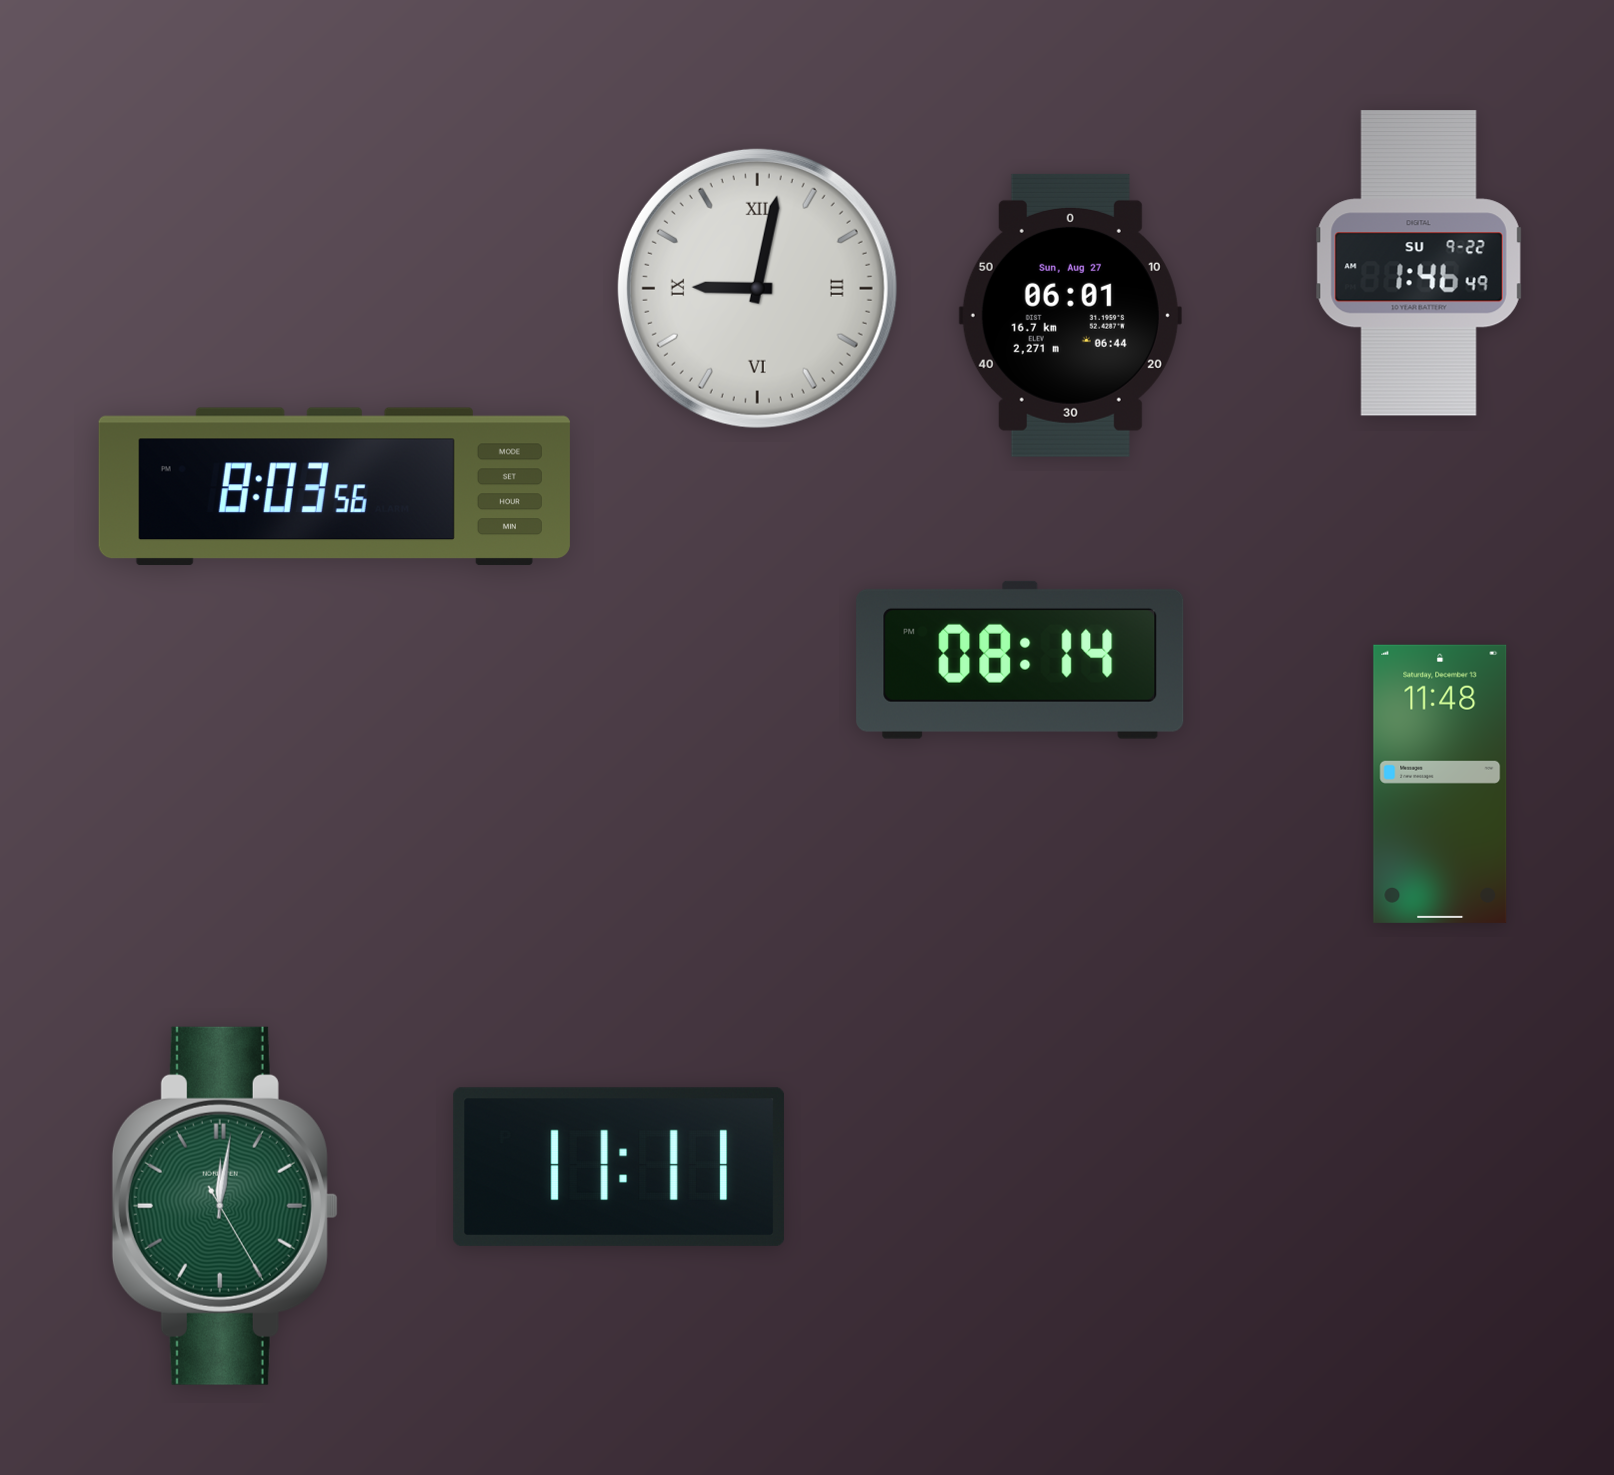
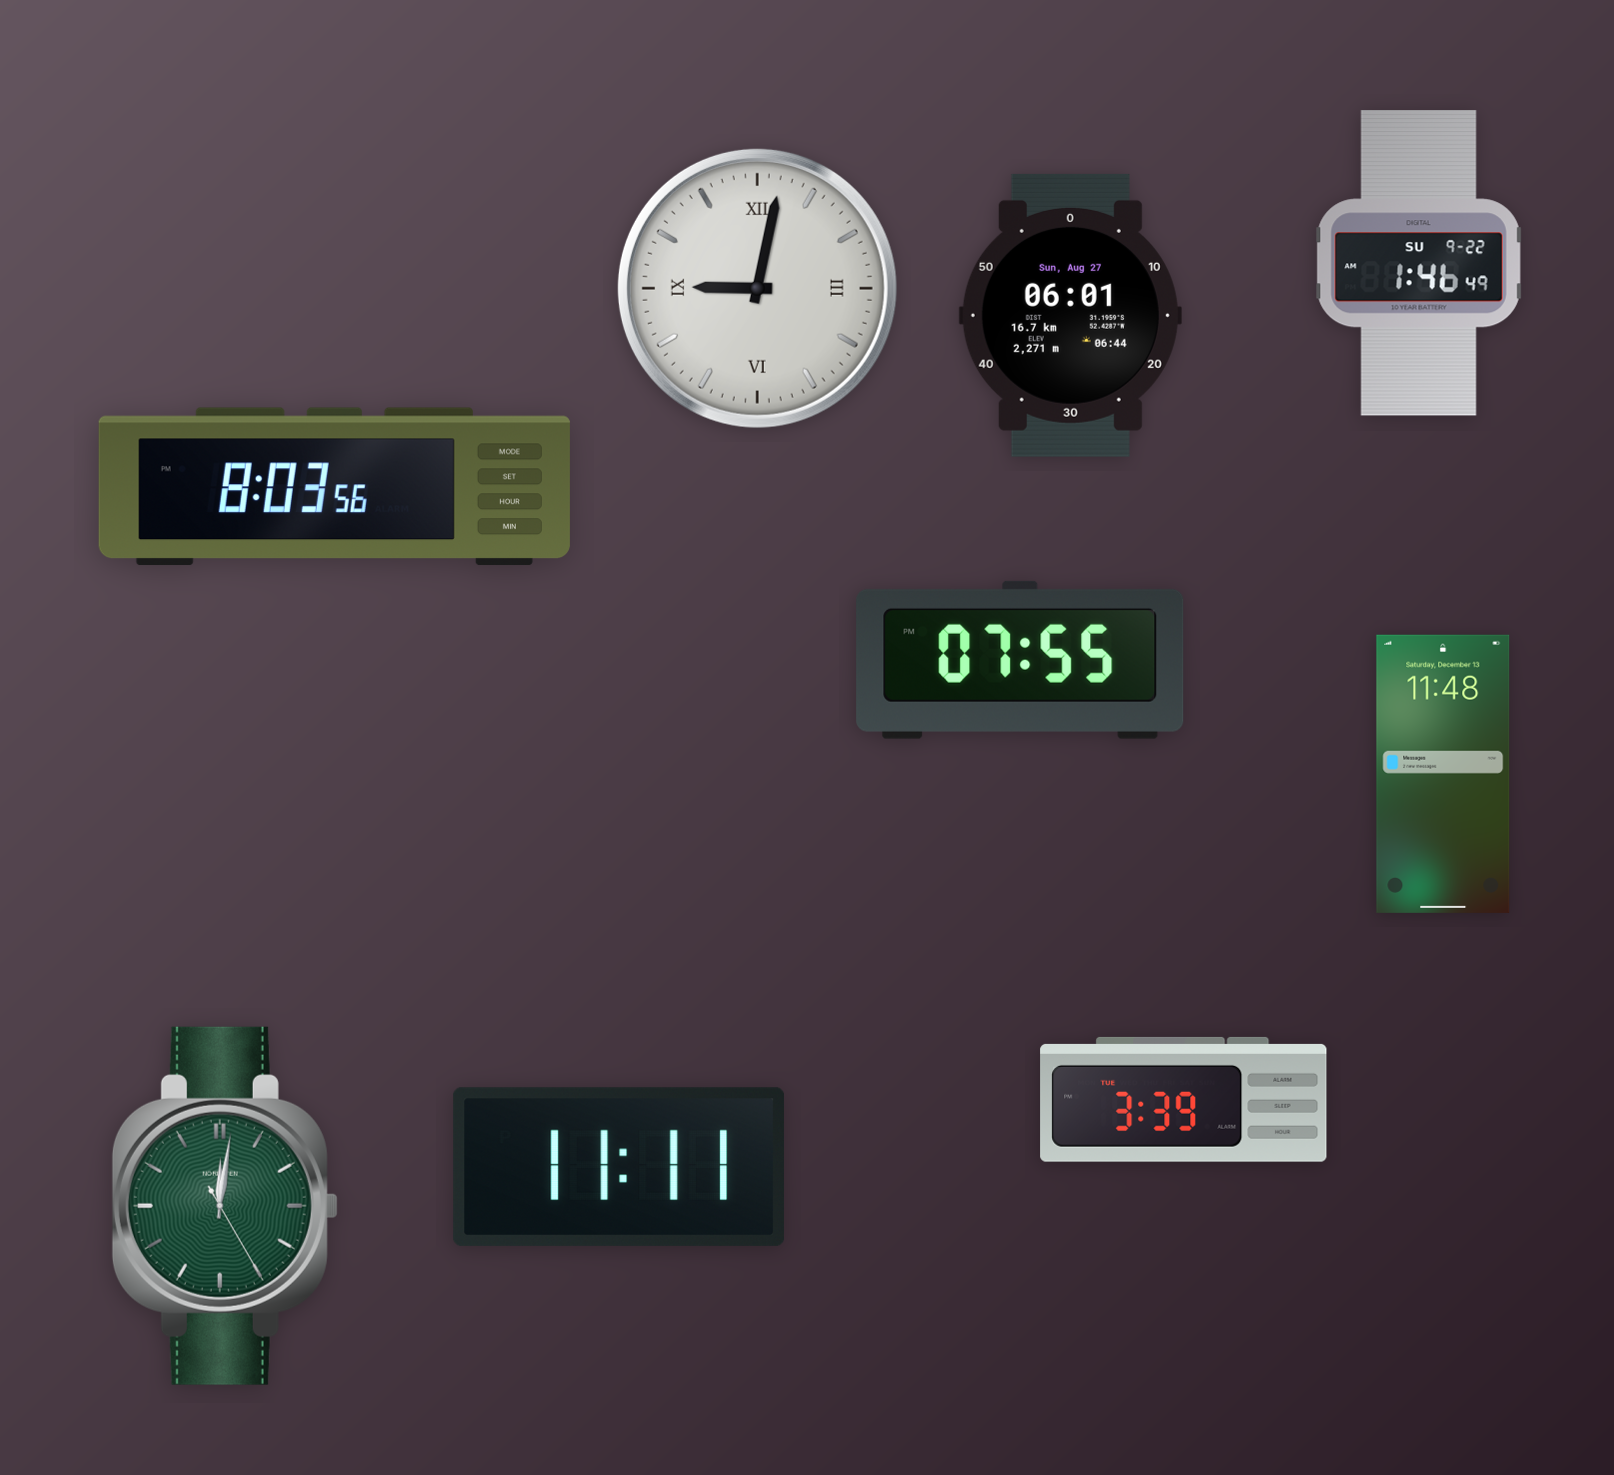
clock at (1020, 660): 08:14 -> 07:55
clock at (1440, 784) position: (1440, 784) -> (1443, 774)
clock at (1184, 1099): none -> 3:39
